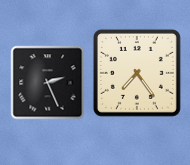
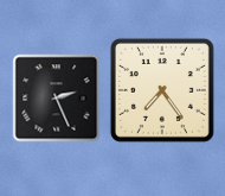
clock at (137, 73) position: (137, 73) -> (162, 90)
